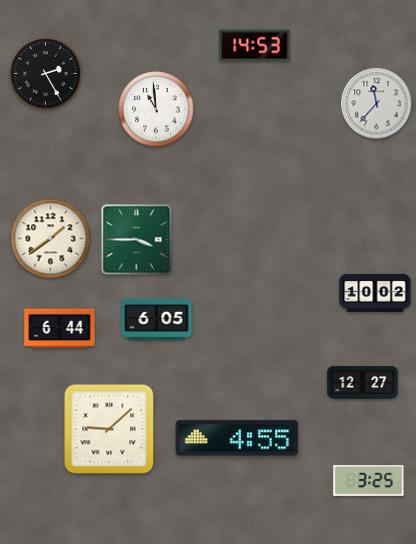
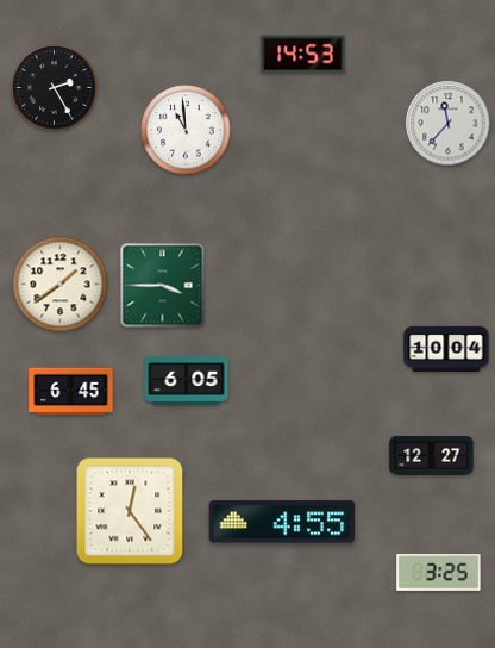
clock at (375, 292): 10:02 -> 10:04
clock at (60, 329): 6:44 -> 6:45
clock at (109, 429): 9:08 -> 12:24
